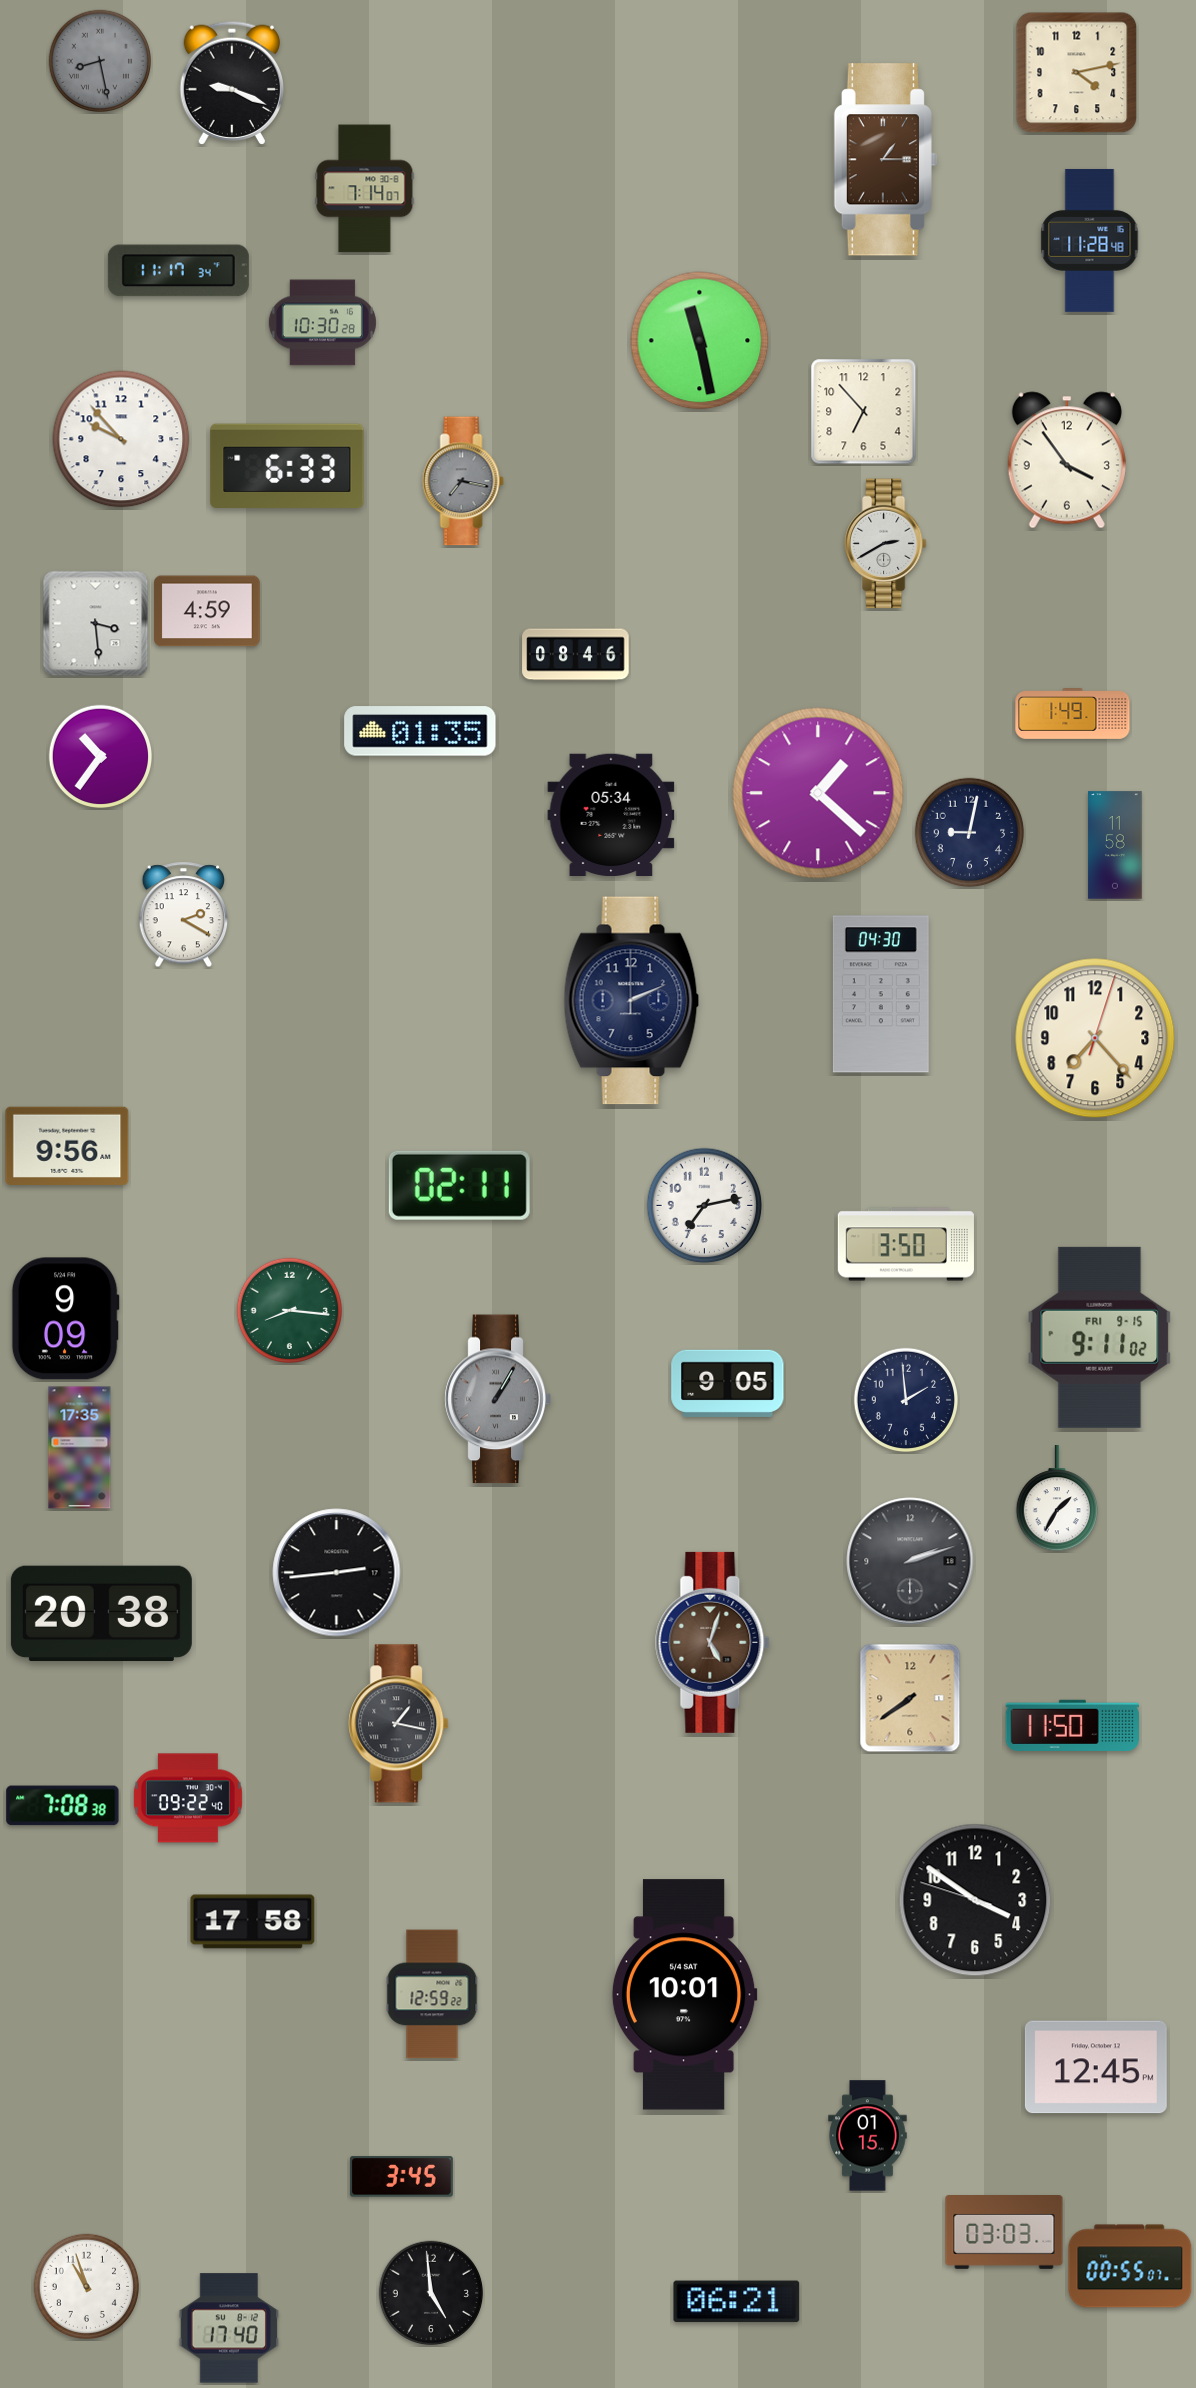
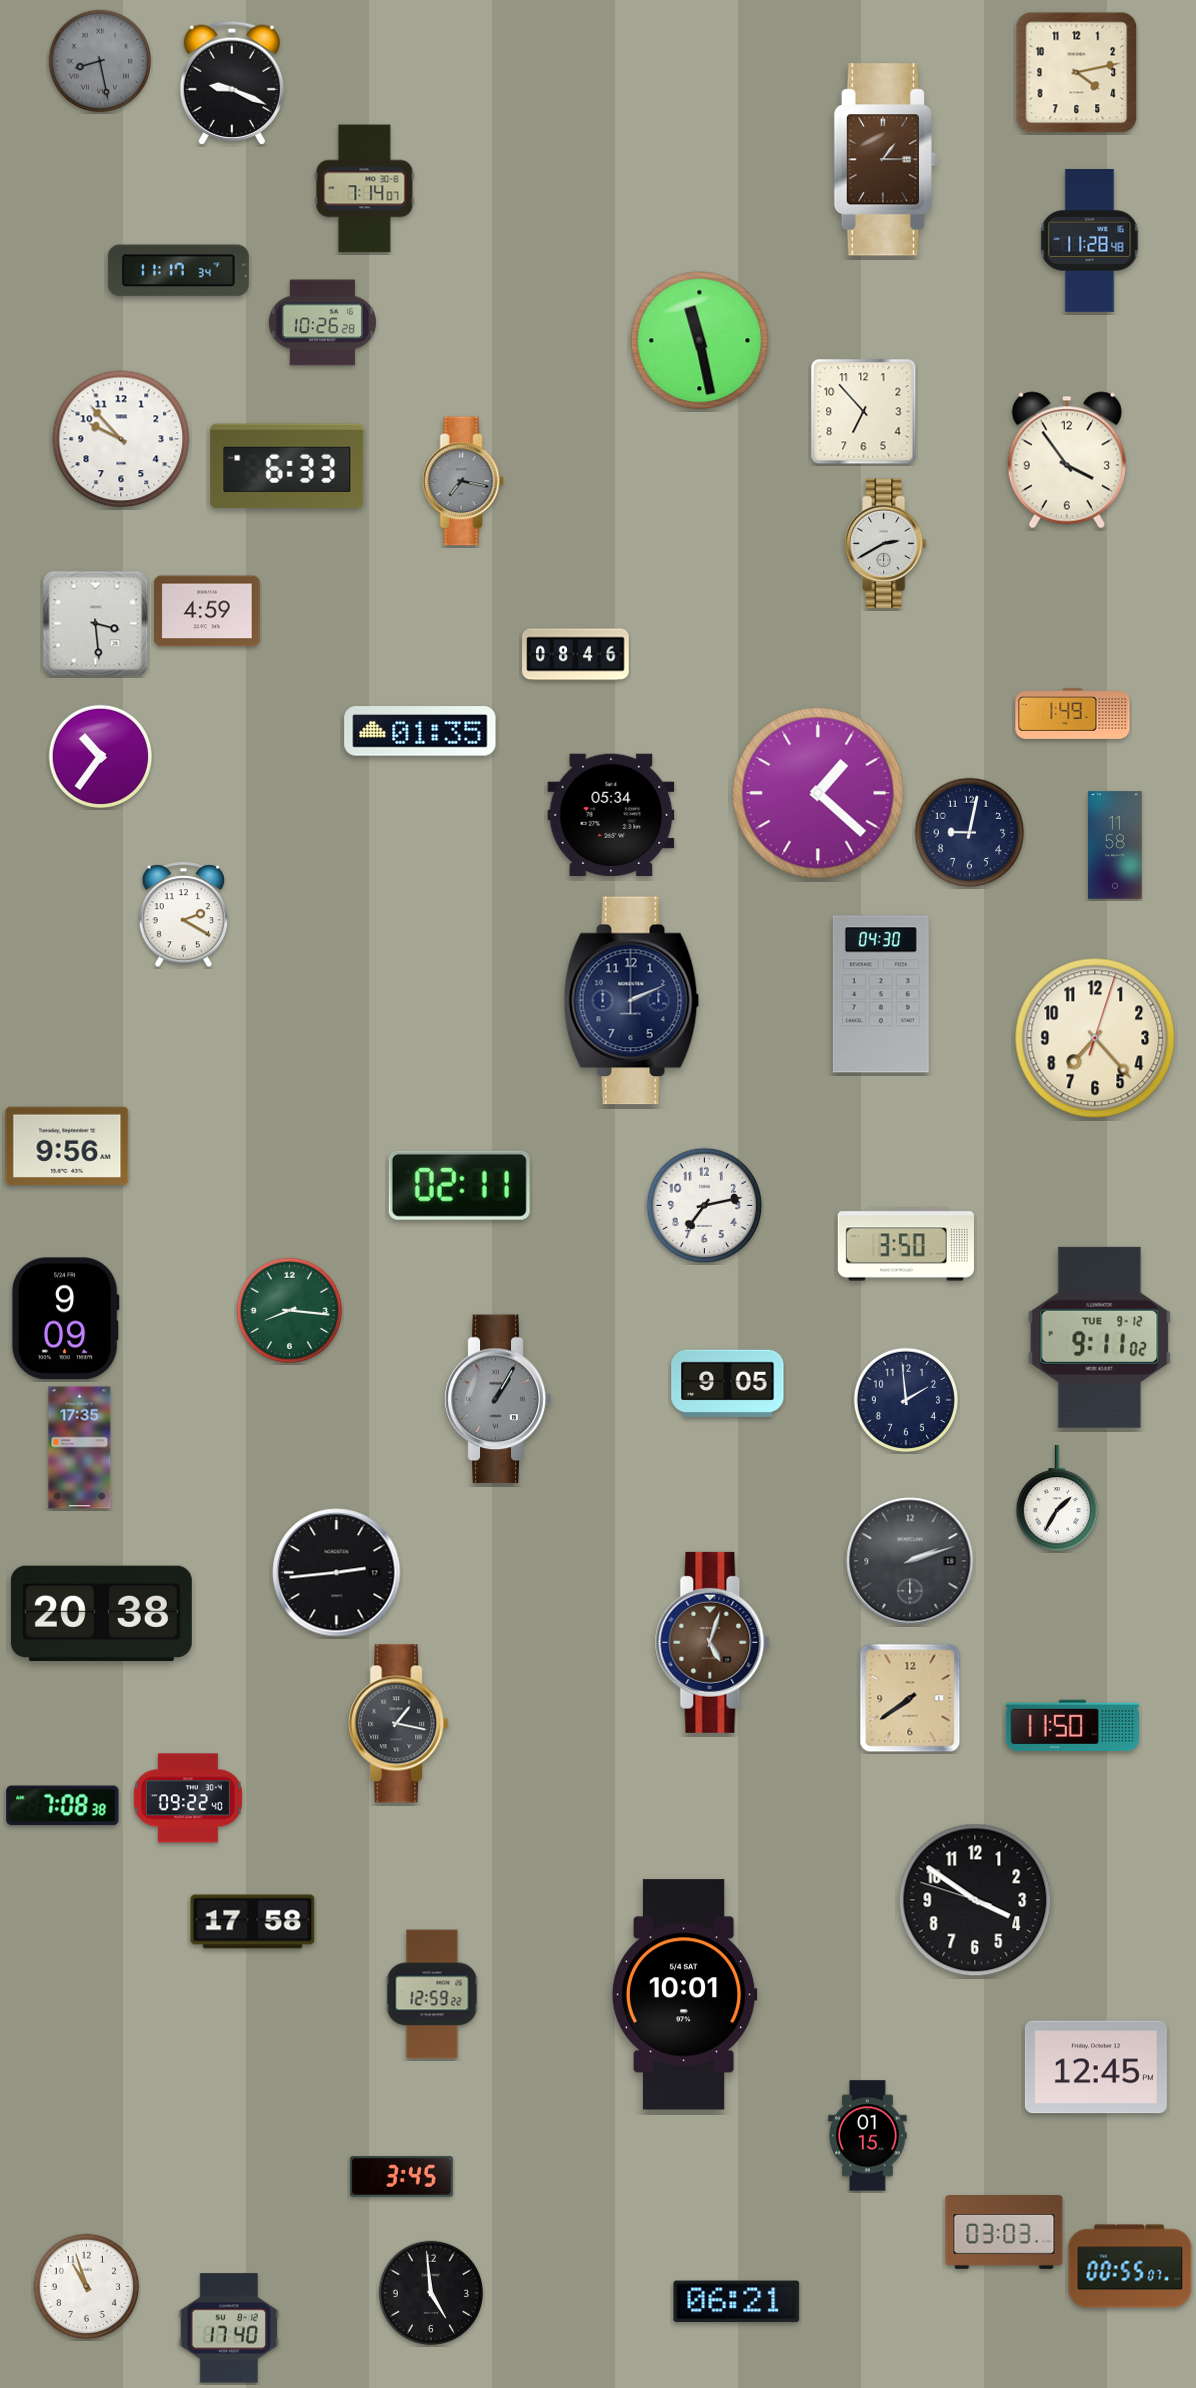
clock at (322, 323): 10:30 -> 10:26
clock at (1100, 1337) date: FRI 9-15 -> TUE 9-12
